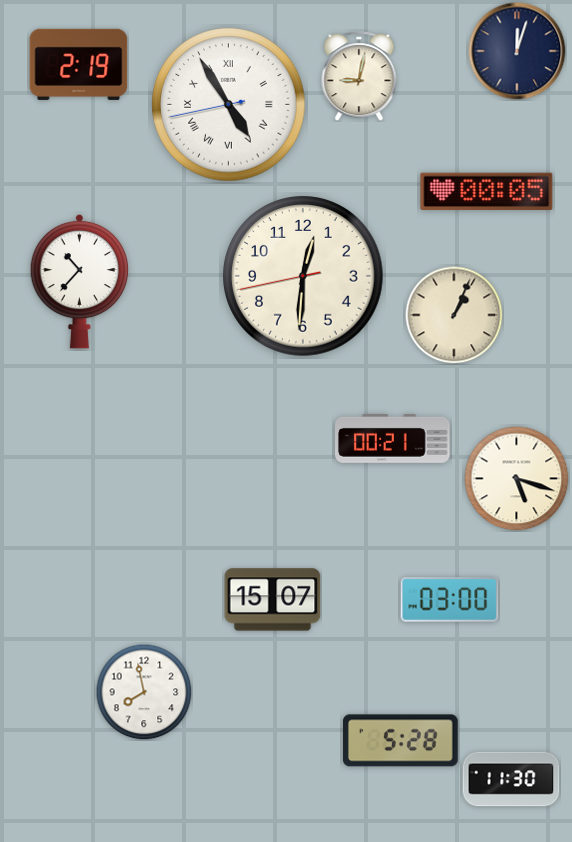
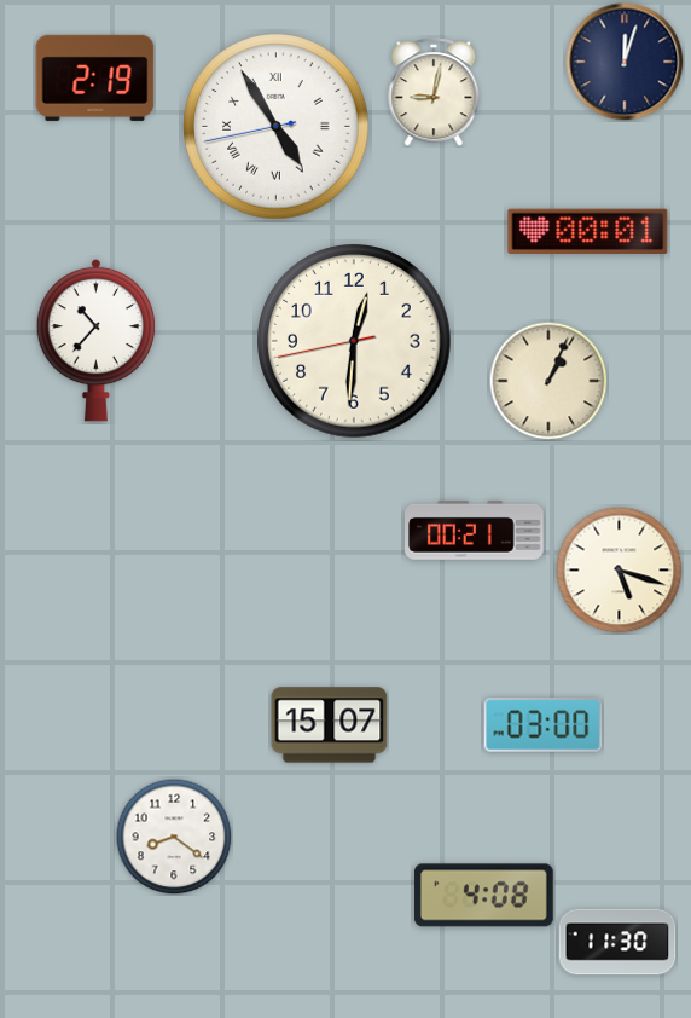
clock at (487, 191): 00:05 -> 00:01
clock at (303, 276) position: (303, 276) -> (354, 341)
clock at (517, 479) position: (517, 479) -> (620, 571)
clock at (144, 692): 7:58 -> 8:21
clock at (400, 741): 5:28 -> 4:08
